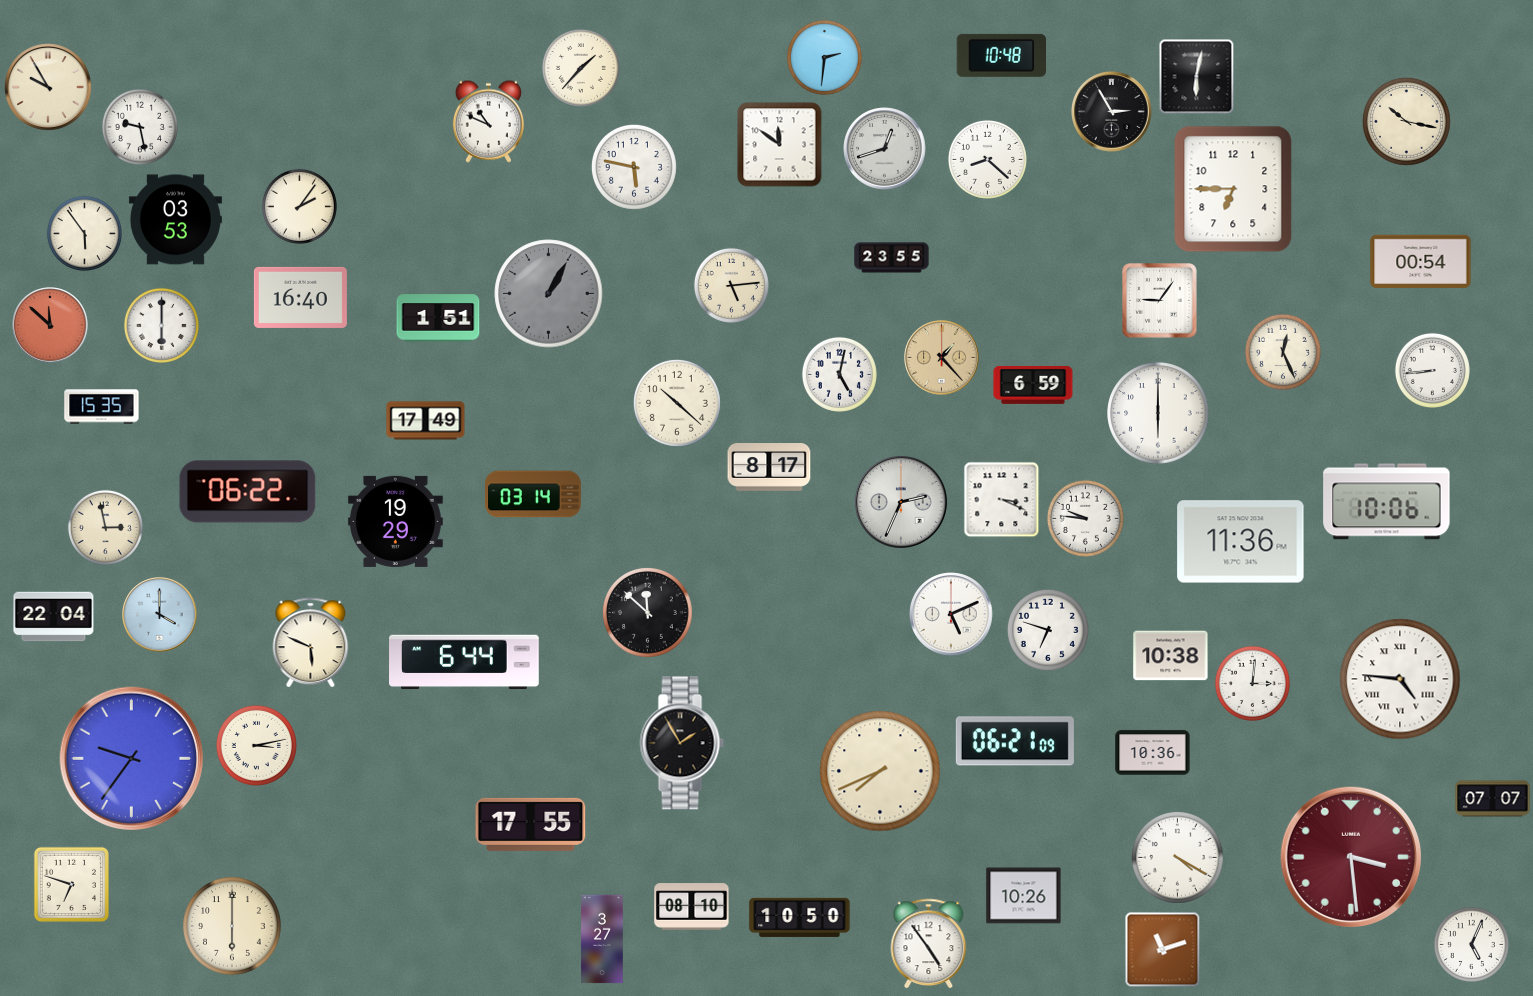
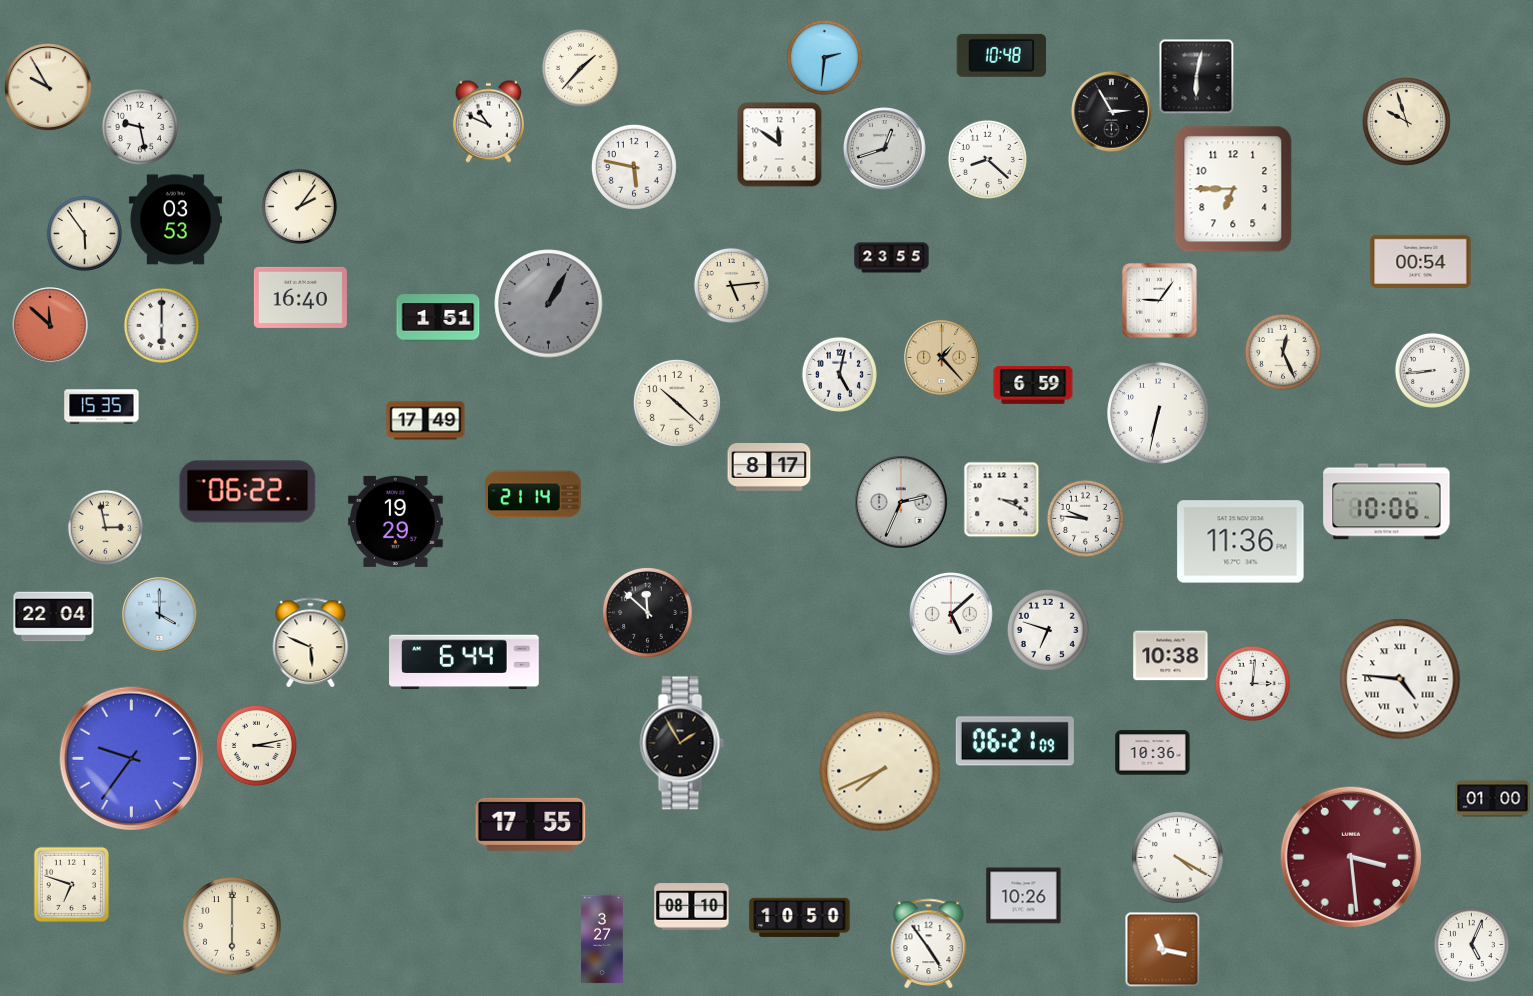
clock at (1406, 121): 10:17 -> 9:57
clock at (549, 294) position: (549, 294) -> (549, 304)
clock at (1158, 413): 6:00 -> 6:32
clock at (533, 494): 03:14 -> 21:14
clock at (951, 614): 5:11 -> 5:08
clock at (1493, 799): 07:07 -> 01:00
clock at (1163, 950): 11:12 -> 11:17
